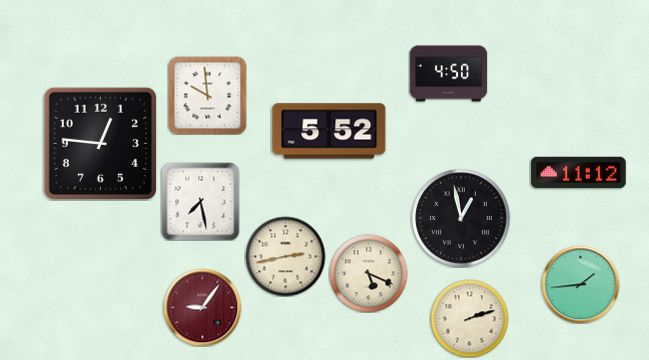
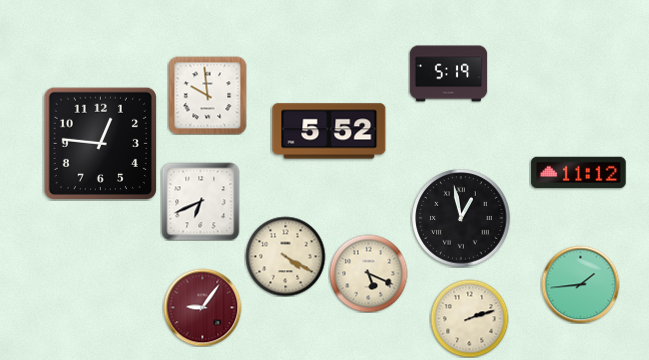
clock at (448, 74): 4:50 -> 5:19
clock at (200, 201): 7:28 -> 6:41
clock at (285, 256): 2:43 -> 4:20
